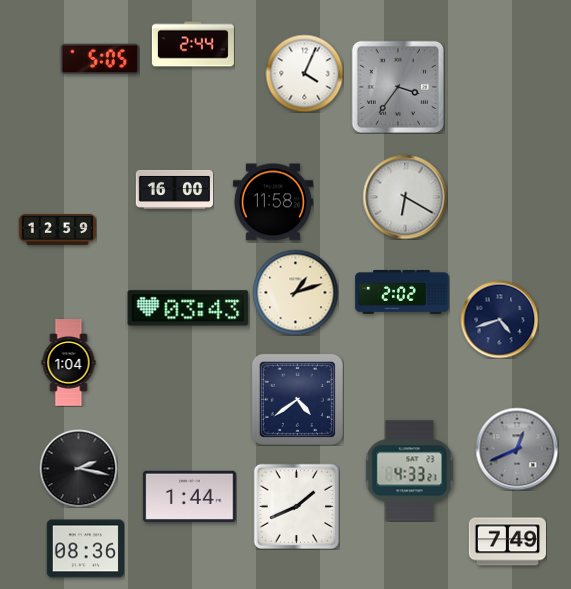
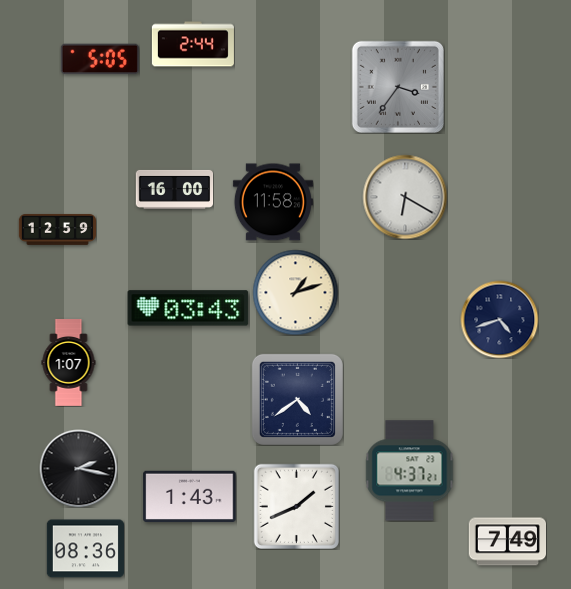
clock at (304, 73): 4:04 -> none
clock at (402, 292): 2:02 -> none
clock at (69, 363): 1:04 -> 1:07
clock at (517, 449): 12:41 -> none
clock at (410, 471): 4:33 -> 4:37
clock at (190, 496): 1:44 -> 1:43
